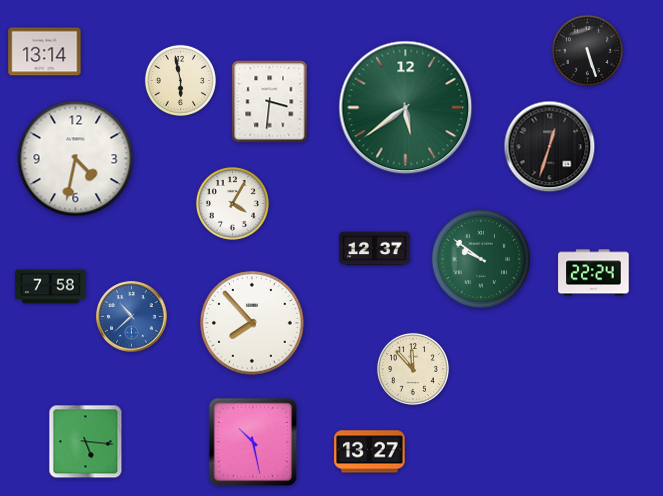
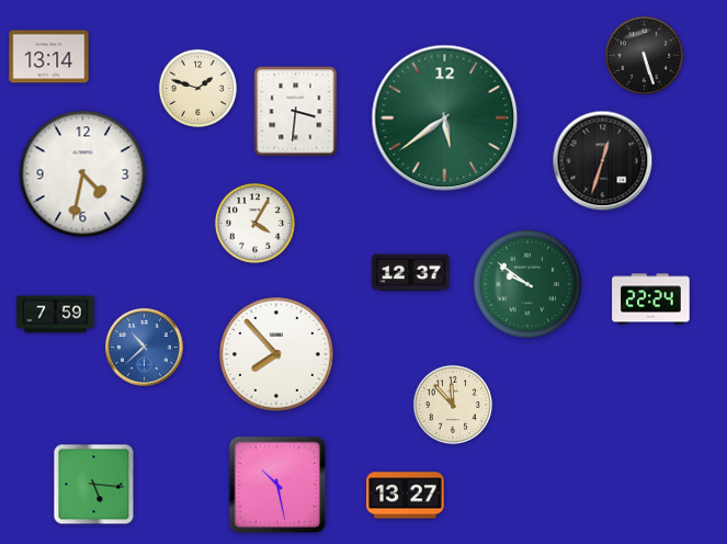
clock at (180, 80): 5:58 -> 1:48
clock at (51, 287): 7:58 -> 7:59
